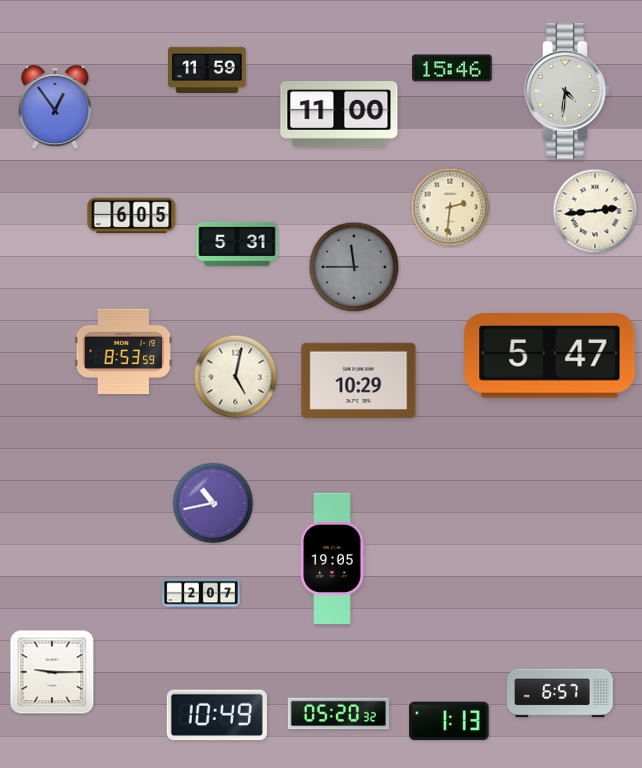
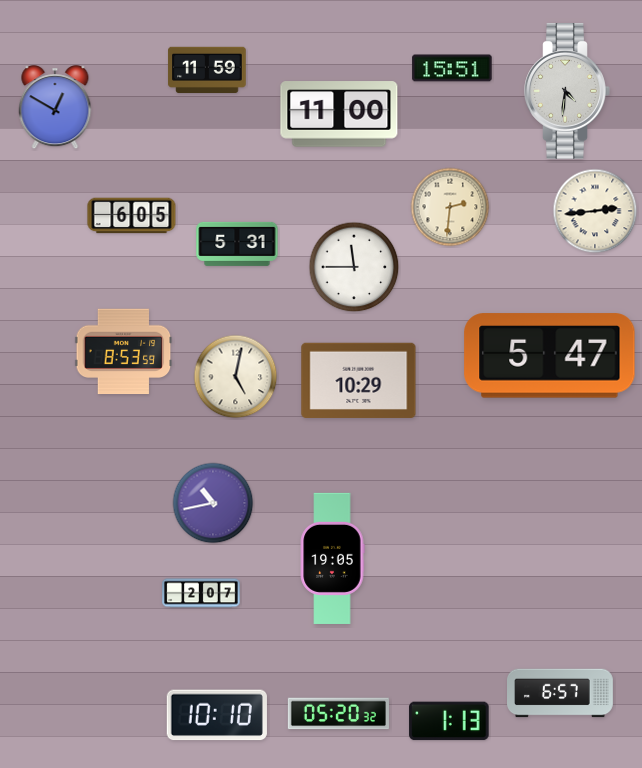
clock at (452, 68): 15:46 -> 15:51
clock at (55, 108): 12:54 -> 12:50
clock at (354, 267) dial: grey -> white
clock at (52, 672): 9:15 -> none
clock at (217, 715): 10:49 -> 10:10
